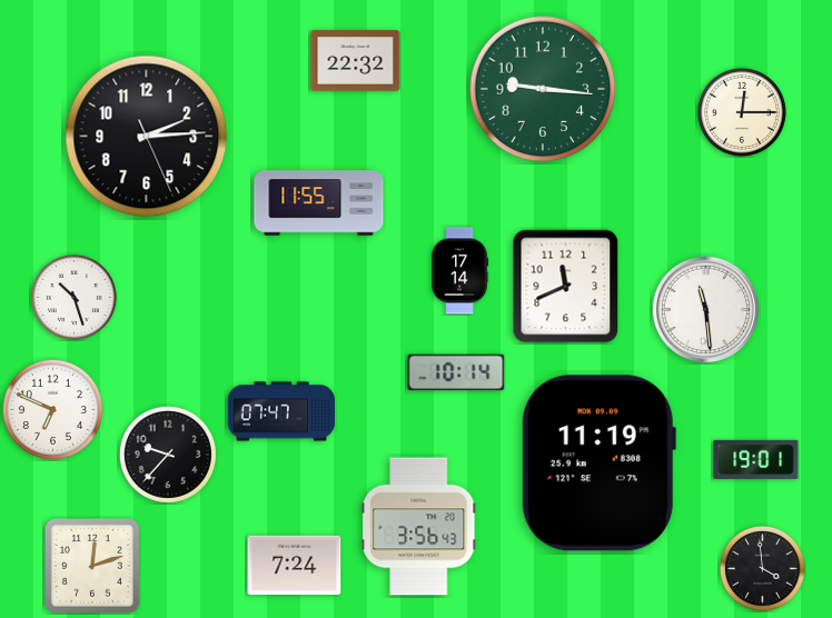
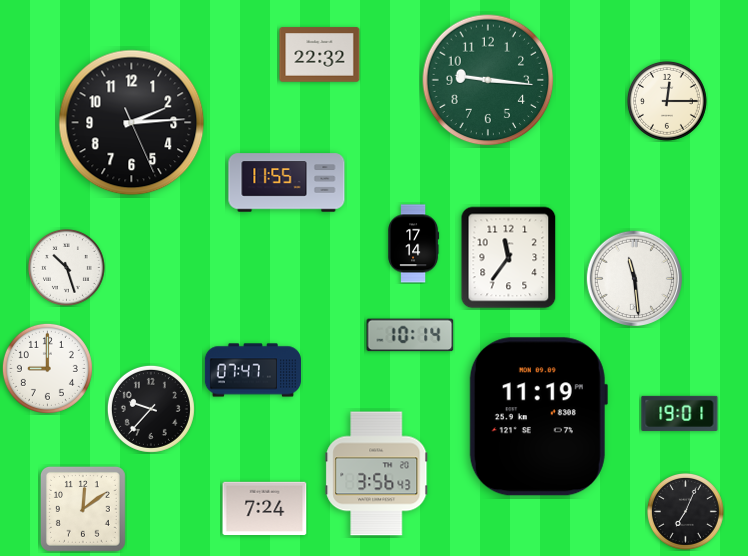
clock at (566, 287): 11:41 -> 11:36
clock at (52, 409): 6:49 -> 9:00
clock at (92, 566): 12:12 -> 12:09
clock at (762, 568): 3:59 -> 7:04
